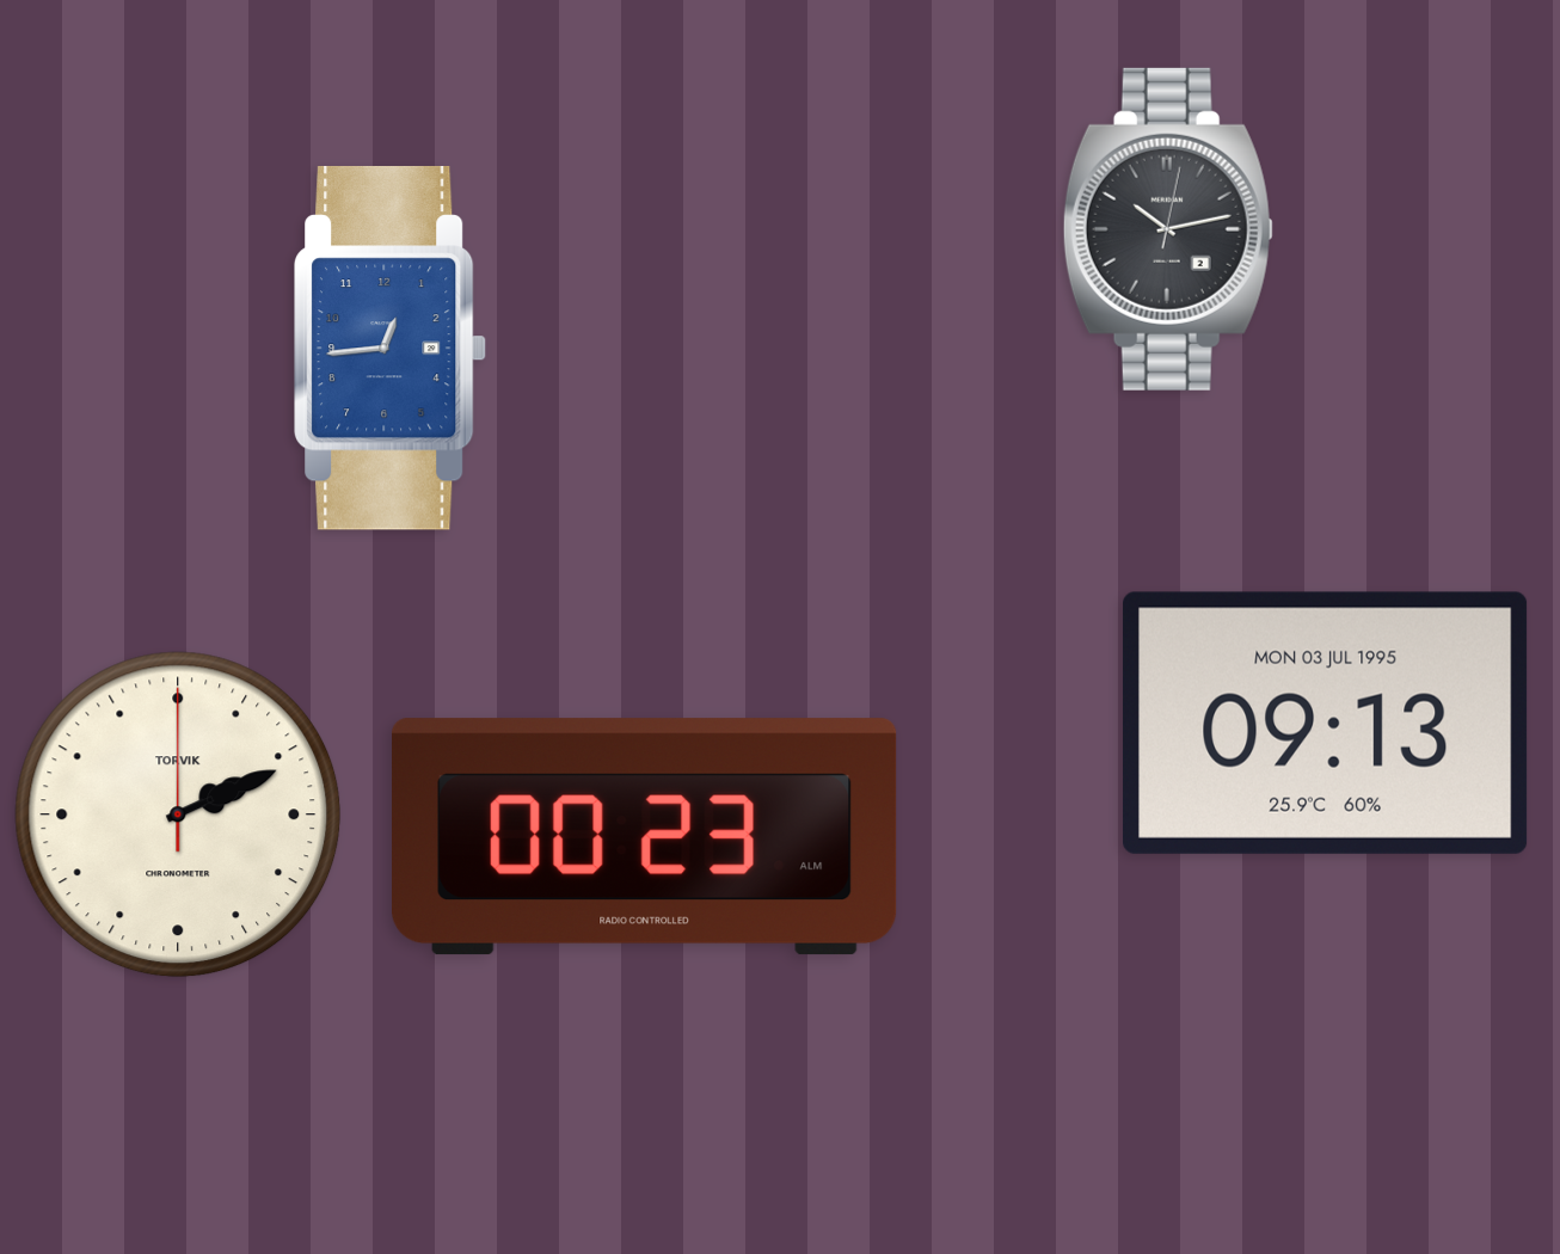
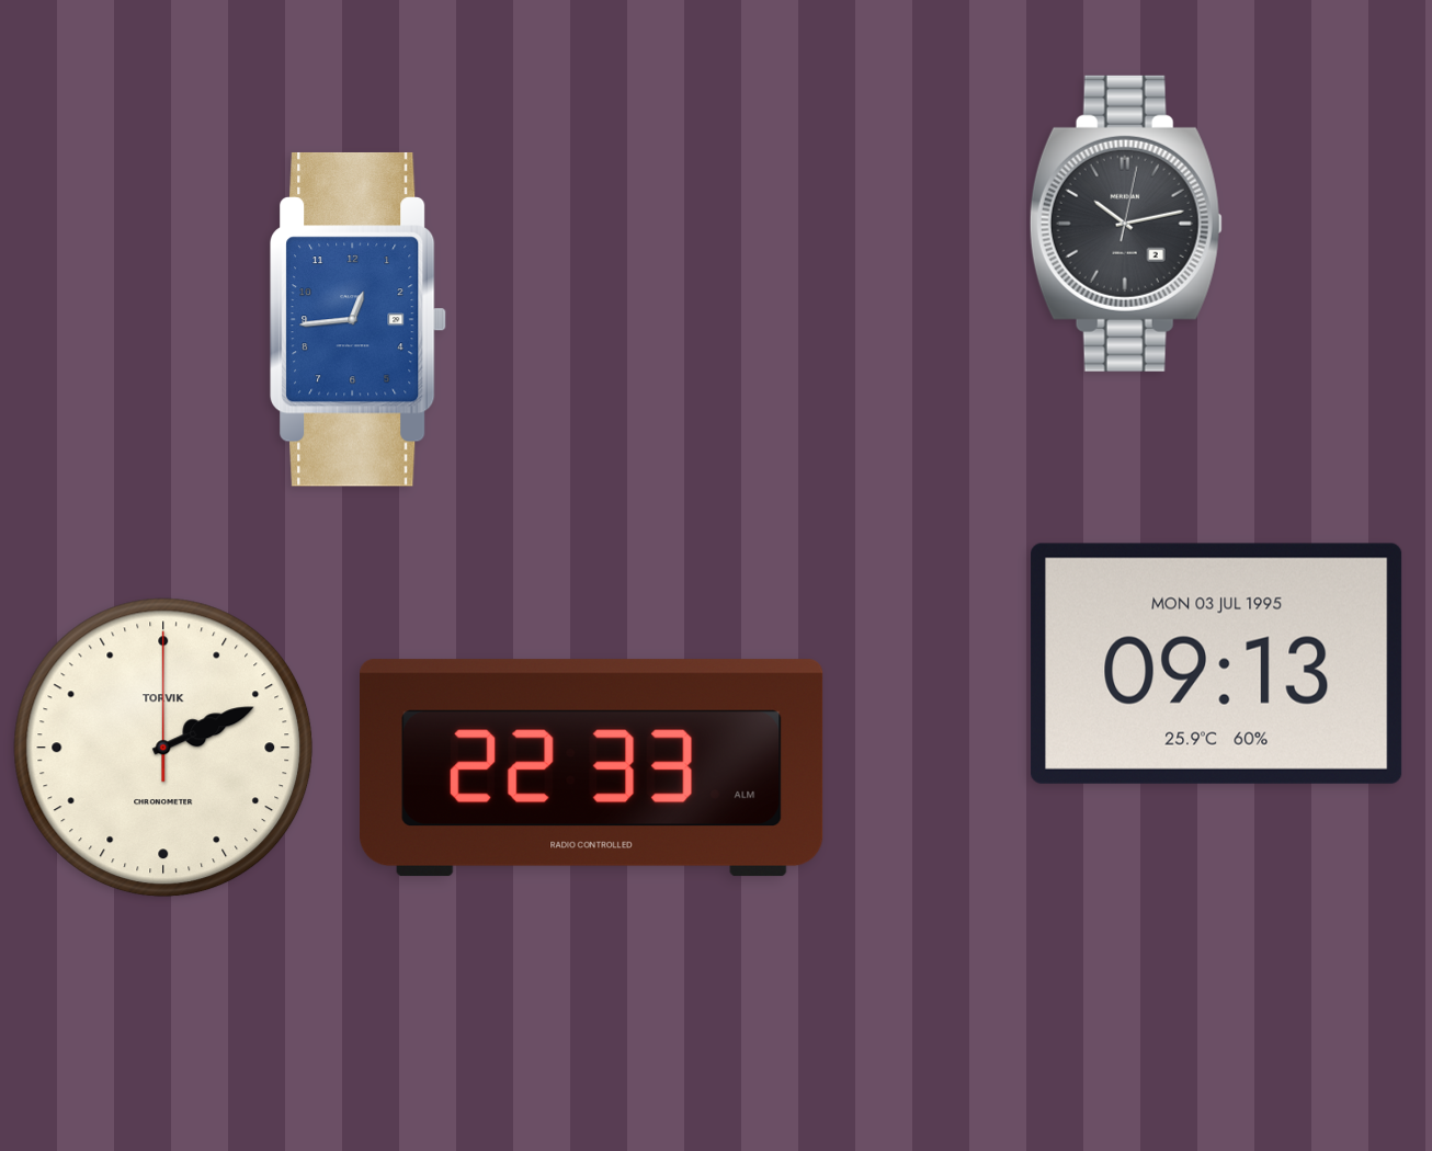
clock at (1168, 229) position: (1168, 229) -> (1126, 224)
clock at (645, 837): 00:23 -> 22:33
